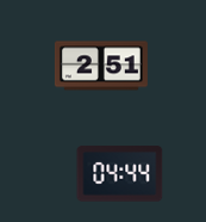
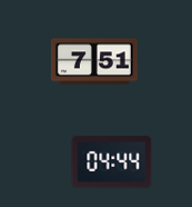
clock at (101, 66): 2:51 -> 7:51
